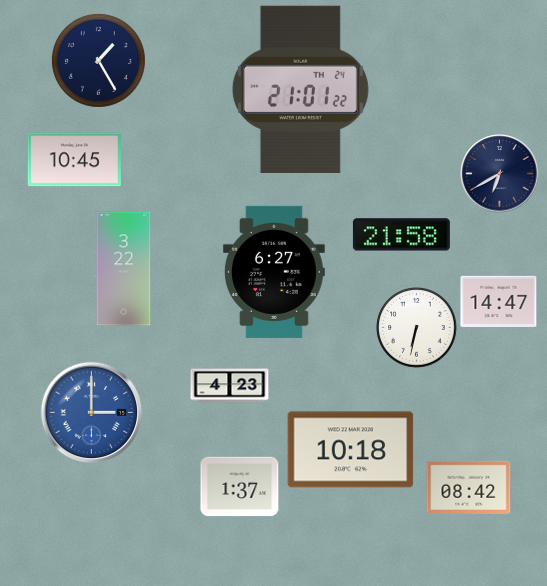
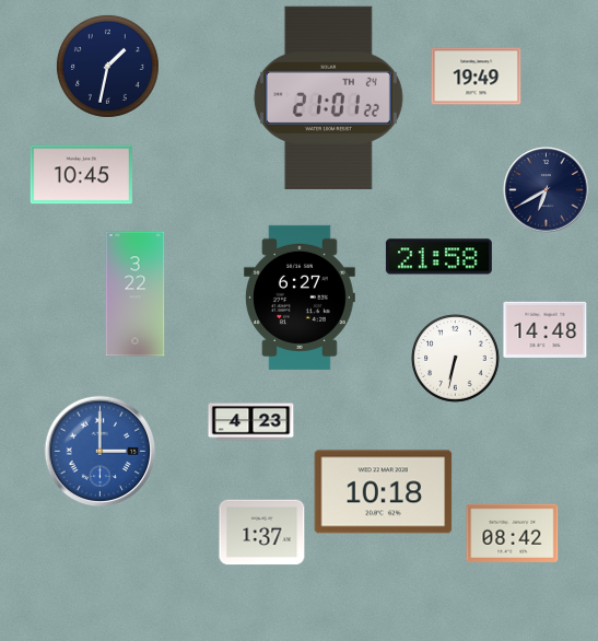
clock at (98, 60): 1:25 -> 1:32
clock at (477, 77): none -> 19:49
clock at (499, 301): 14:47 -> 14:48
